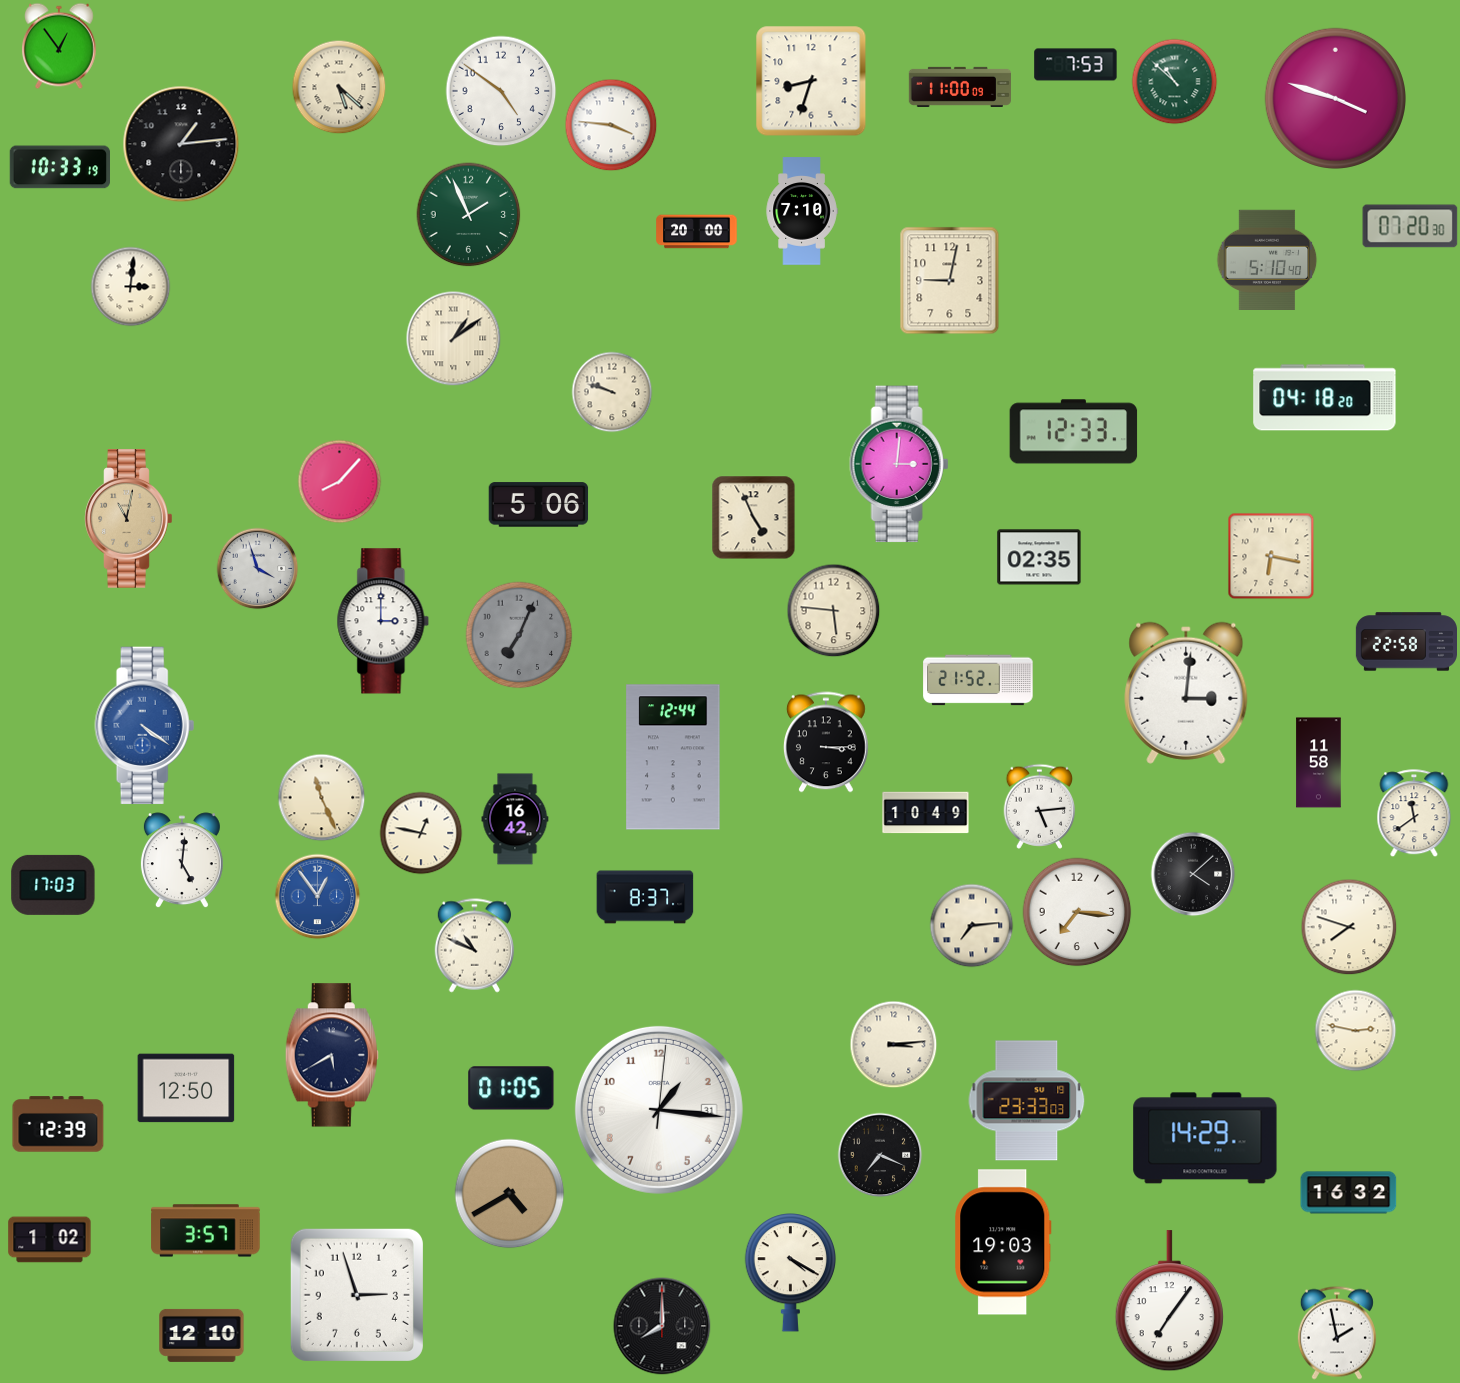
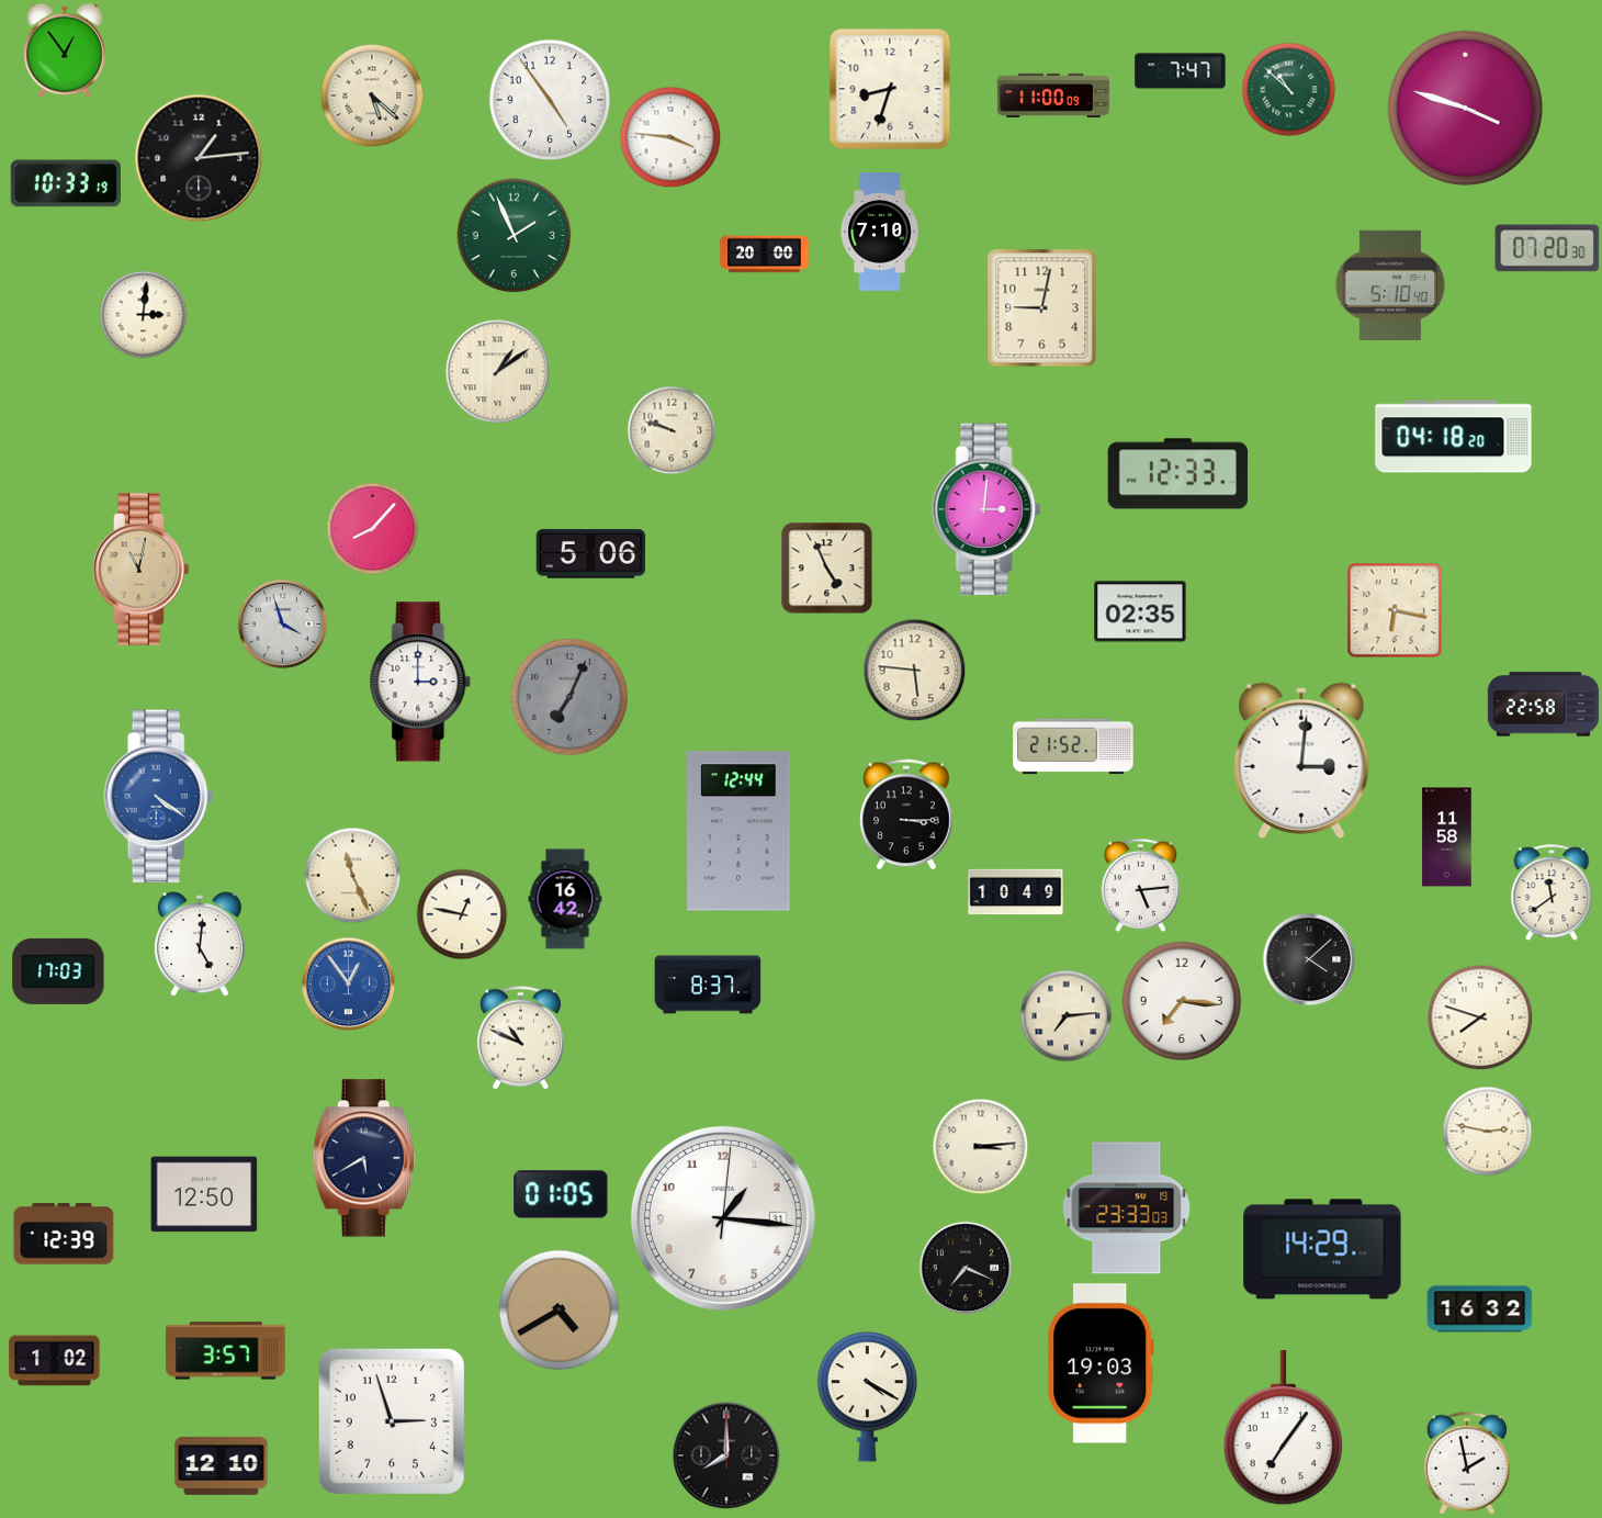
clock at (1076, 65): 7:53 -> 7:47
clock at (501, 91): 4:51 -> 4:54
